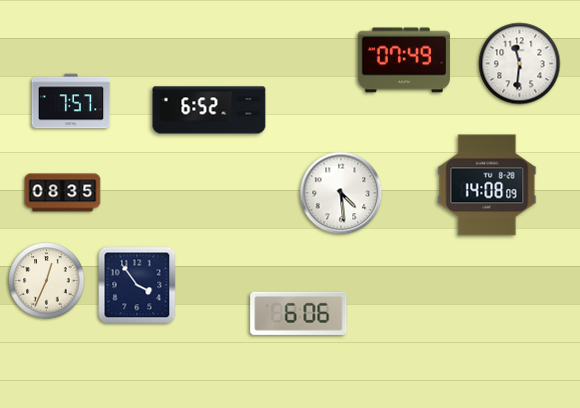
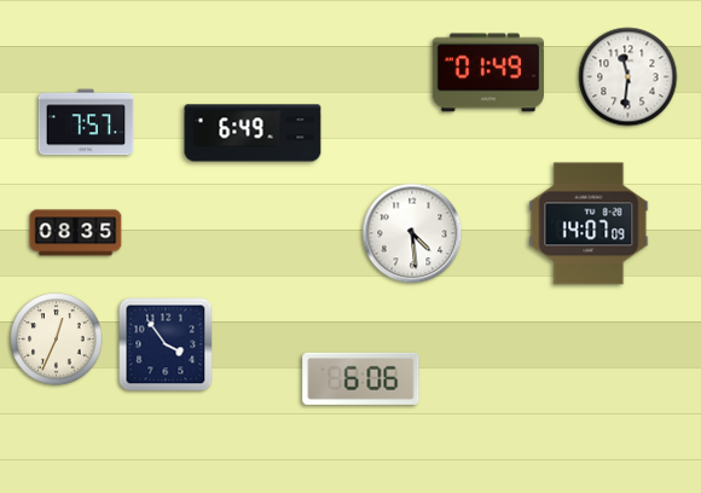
clock at (404, 60): 07:49 -> 01:49
clock at (209, 110): 6:52 -> 6:49
clock at (487, 185): 14:08 -> 14:07
